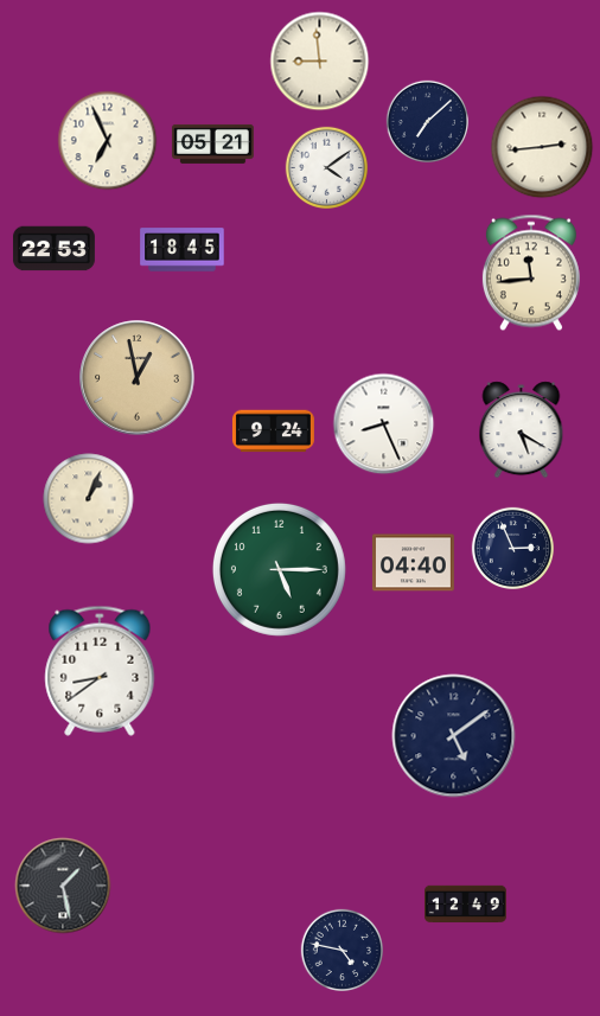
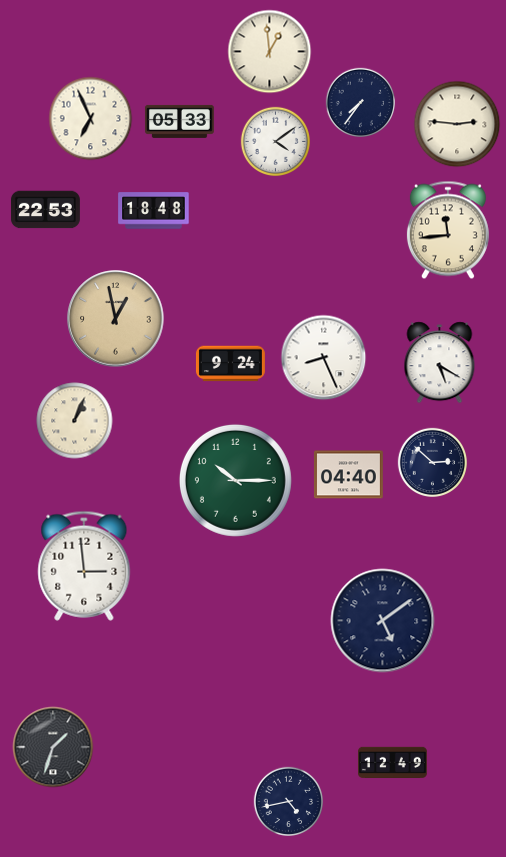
clock at (320, 62): 8:59 -> 12:59
clock at (428, 122): 7:08 -> 7:36
clock at (213, 143): 05:21 -> 05:33
clock at (542, 147): 2:44 -> 2:46
clock at (183, 250): 18:45 -> 18:48
clock at (513, 549): 2:56 -> 2:52
clock at (279, 569): 5:15 -> 10:15
clock at (100, 671): 8:39 -> 2:59
clock at (63, 886): 1:28 -> 1:33
clock at (343, 951): 4:47 -> 4:43
